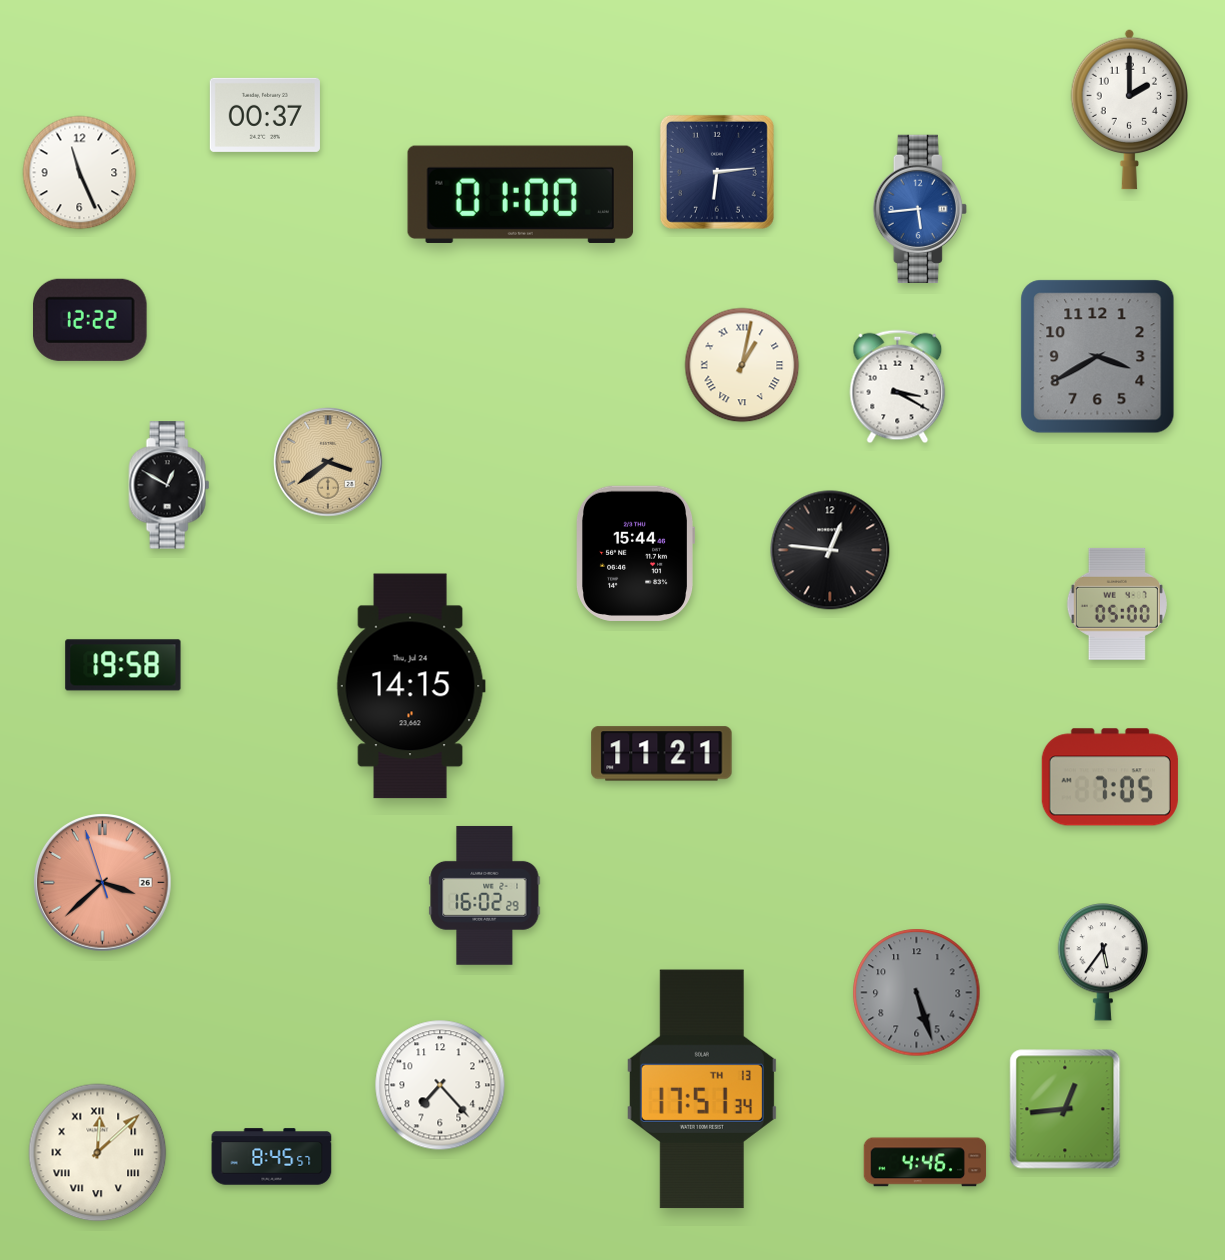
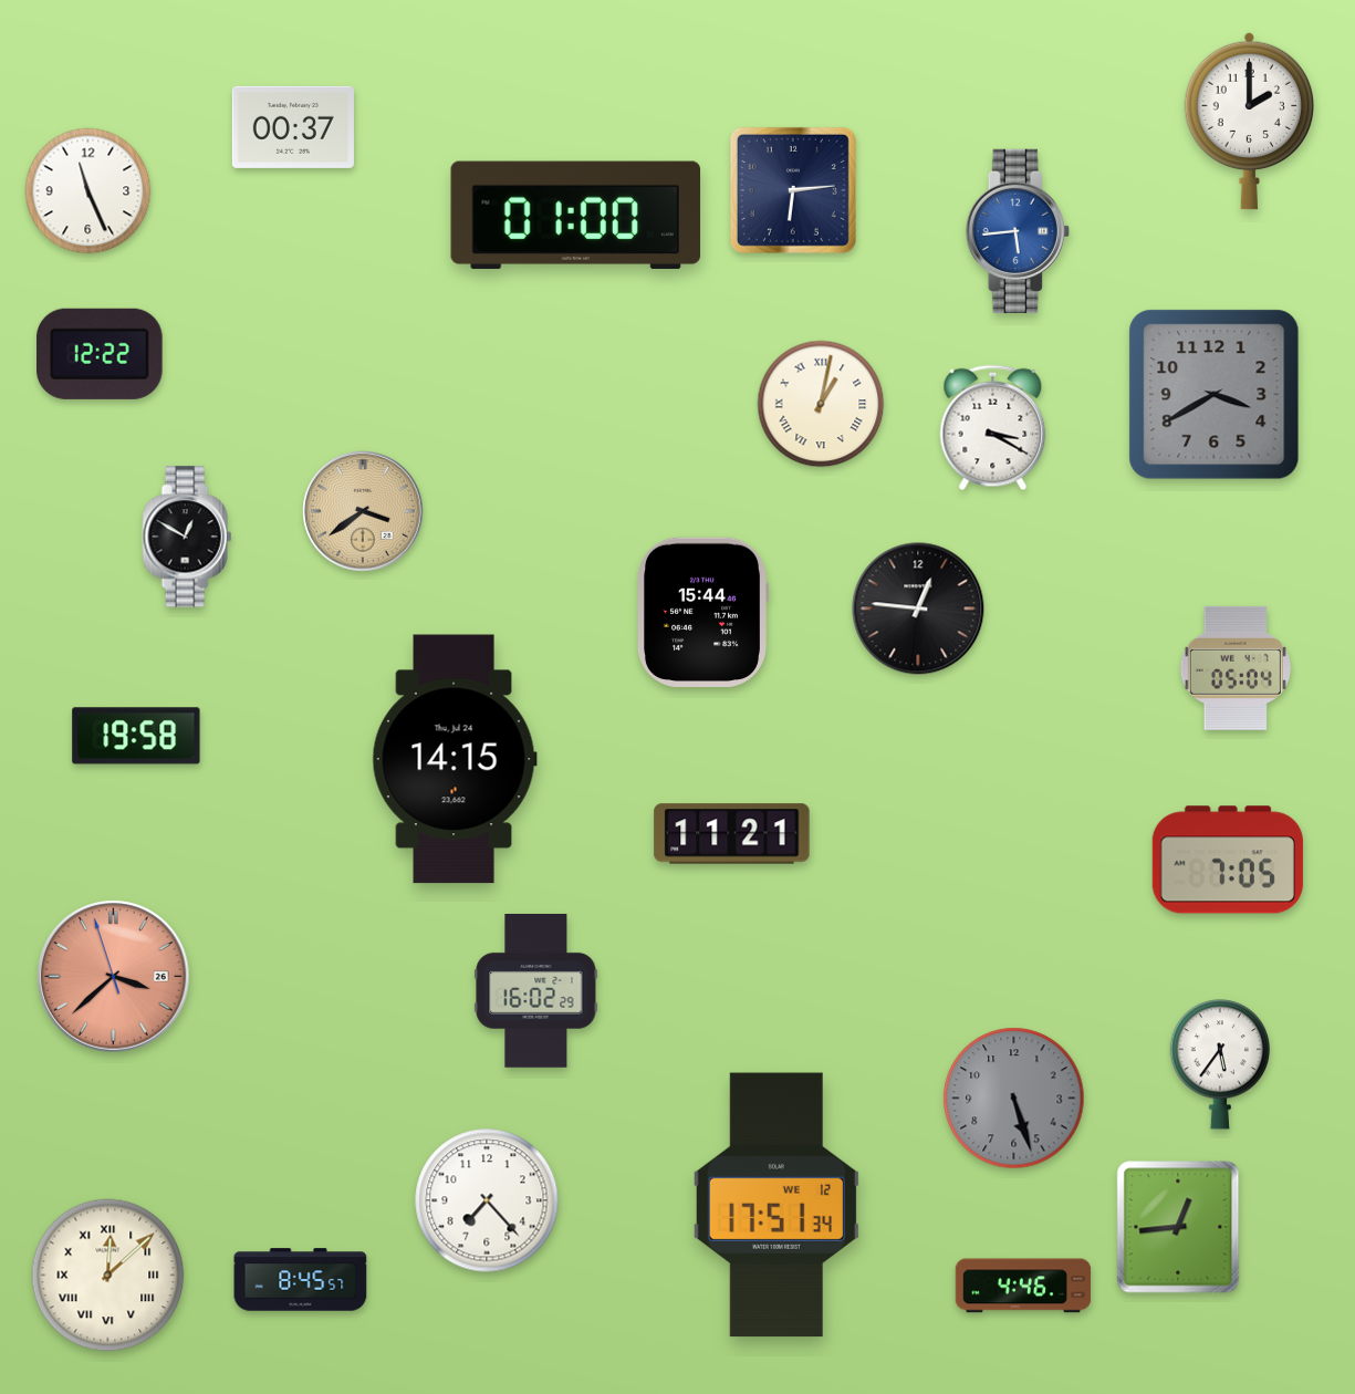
clock at (1117, 604): 05:00 -> 05:04
clock at (702, 1089) date: TH 13 -> WE 12
